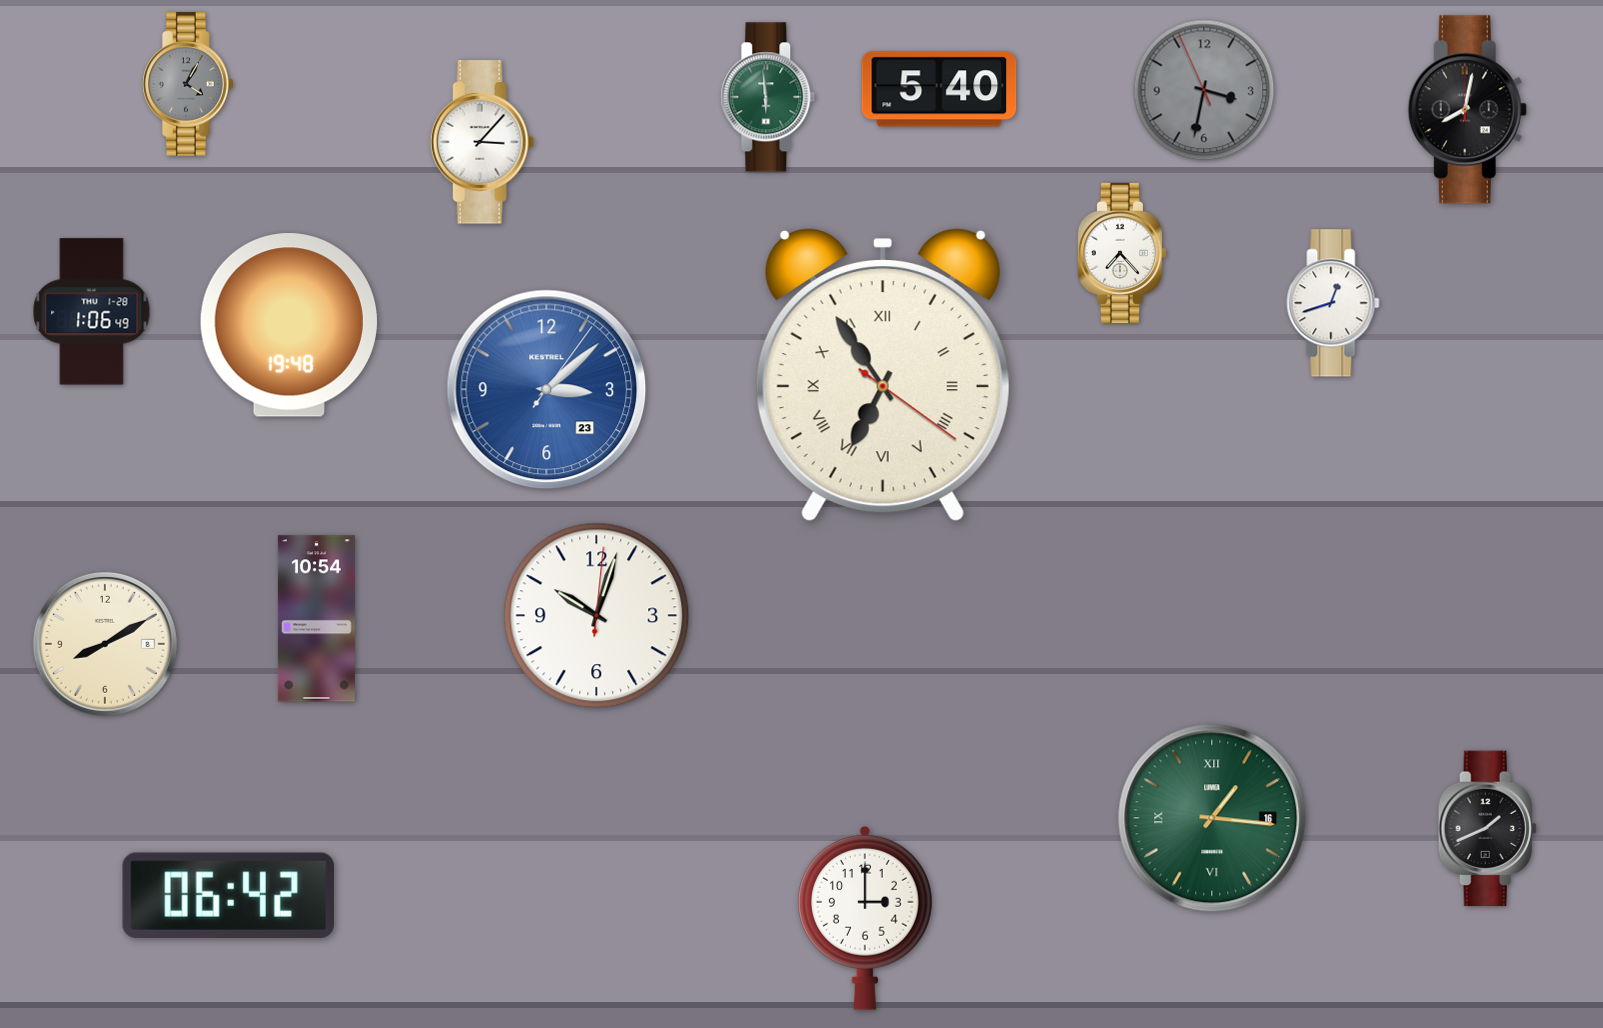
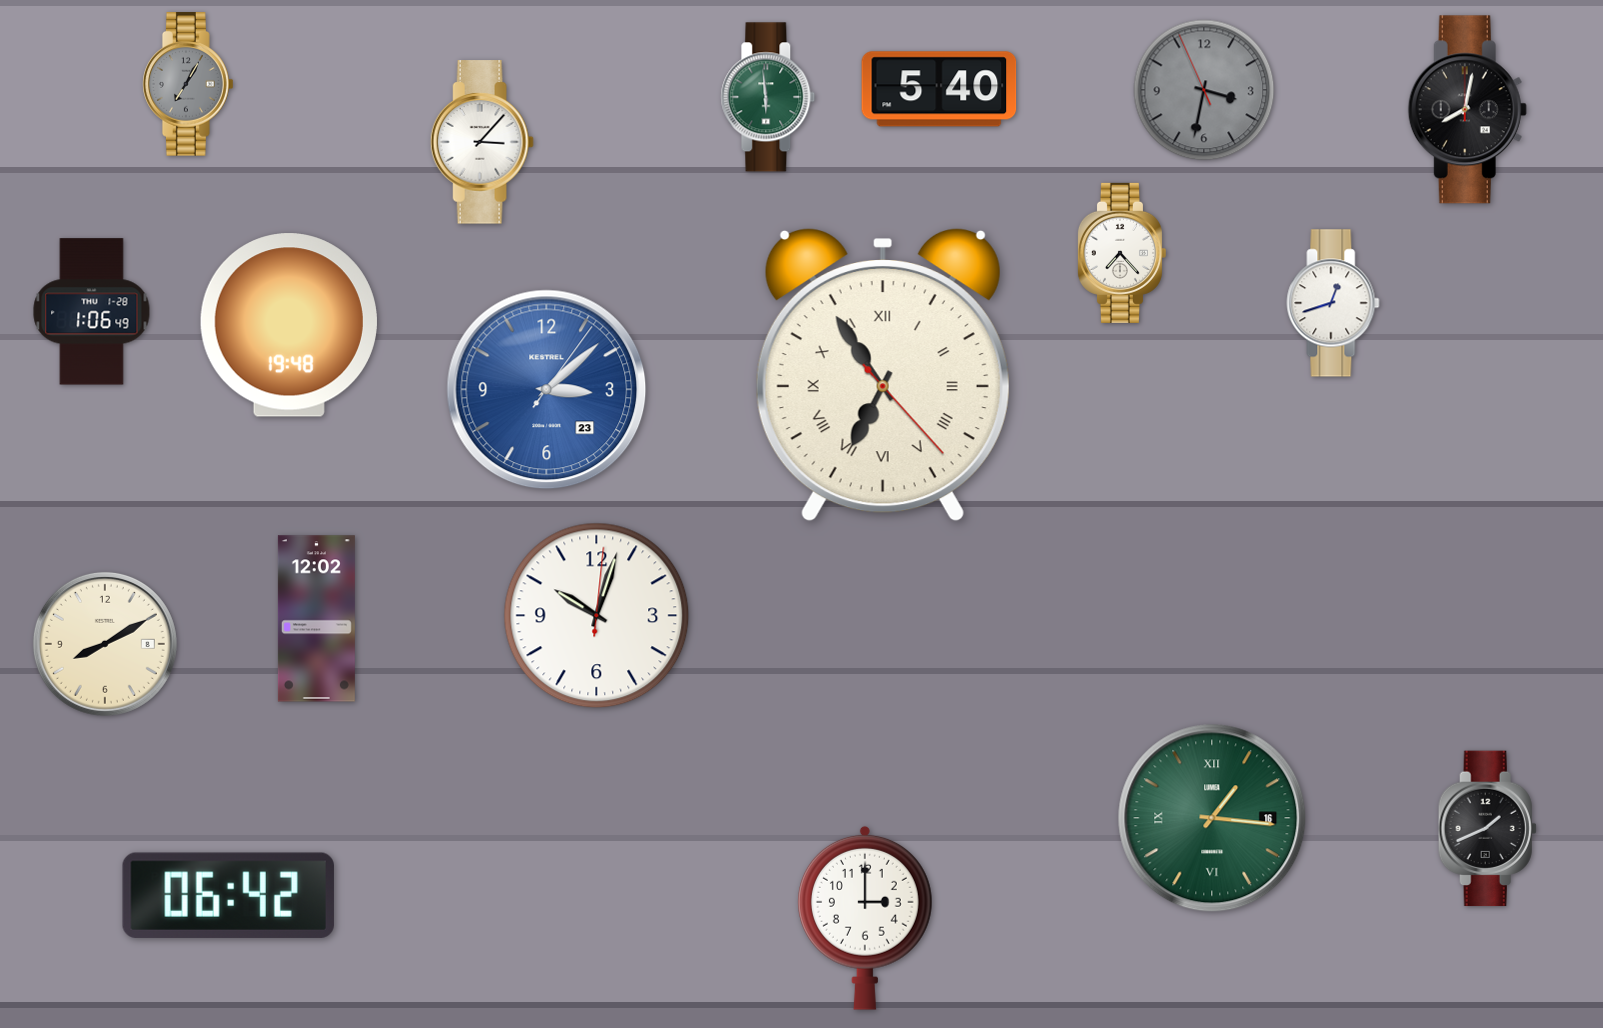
clock at (189, 84): 4:05 -> 7:05
clock at (883, 376): 6:54:21 -> 6:54:23
clock at (316, 619): 10:54 -> 12:02
